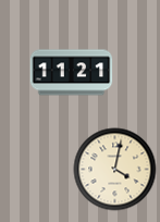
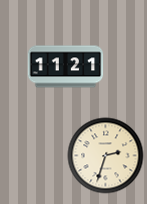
clock at (115, 170): 4:02 -> 2:33
